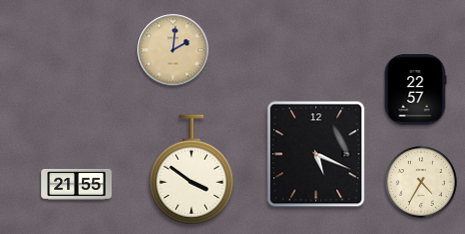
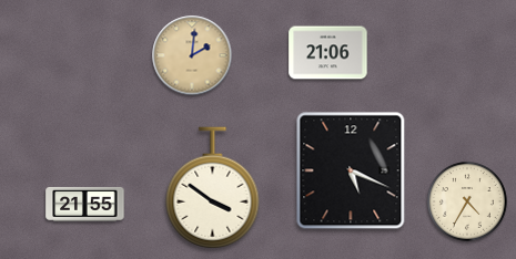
clock at (328, 53): none -> 21:06
clock at (415, 90): 22:57 -> none
